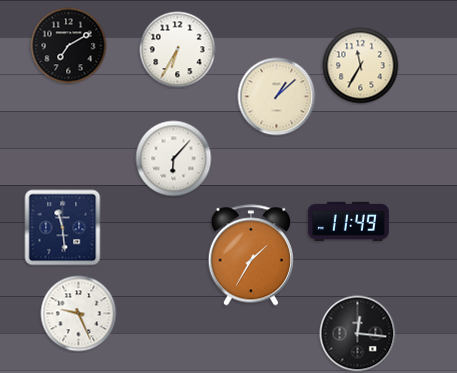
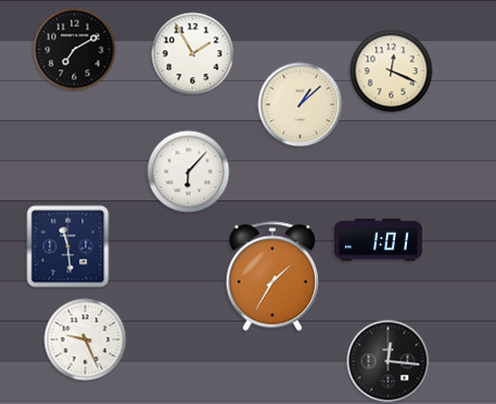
clock at (178, 50): 6:35 -> 1:55
clock at (361, 66): 11:35 -> 12:19
clock at (348, 221): 11:49 -> 1:01
